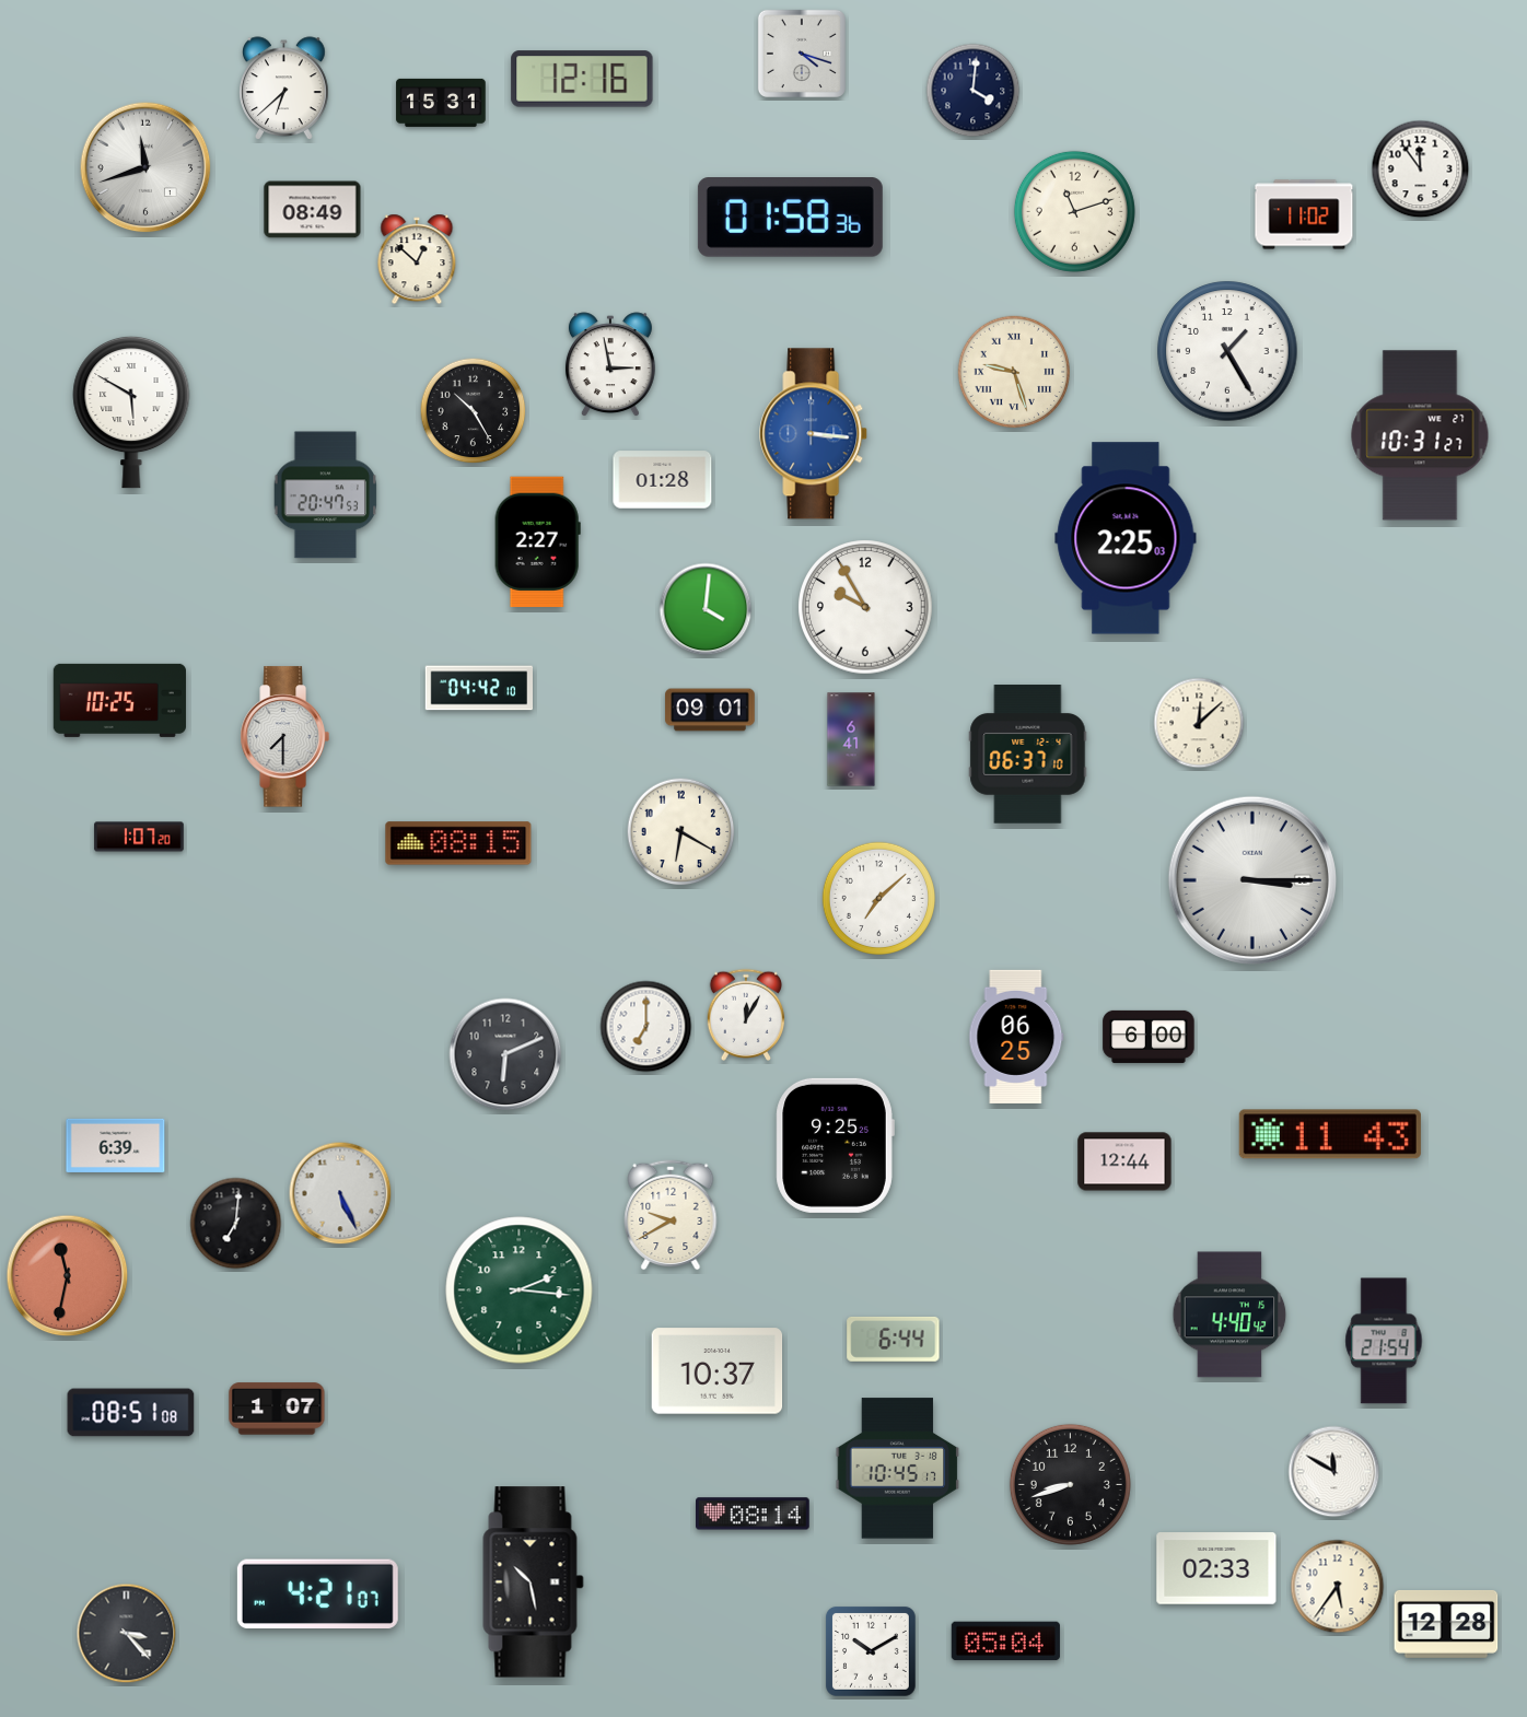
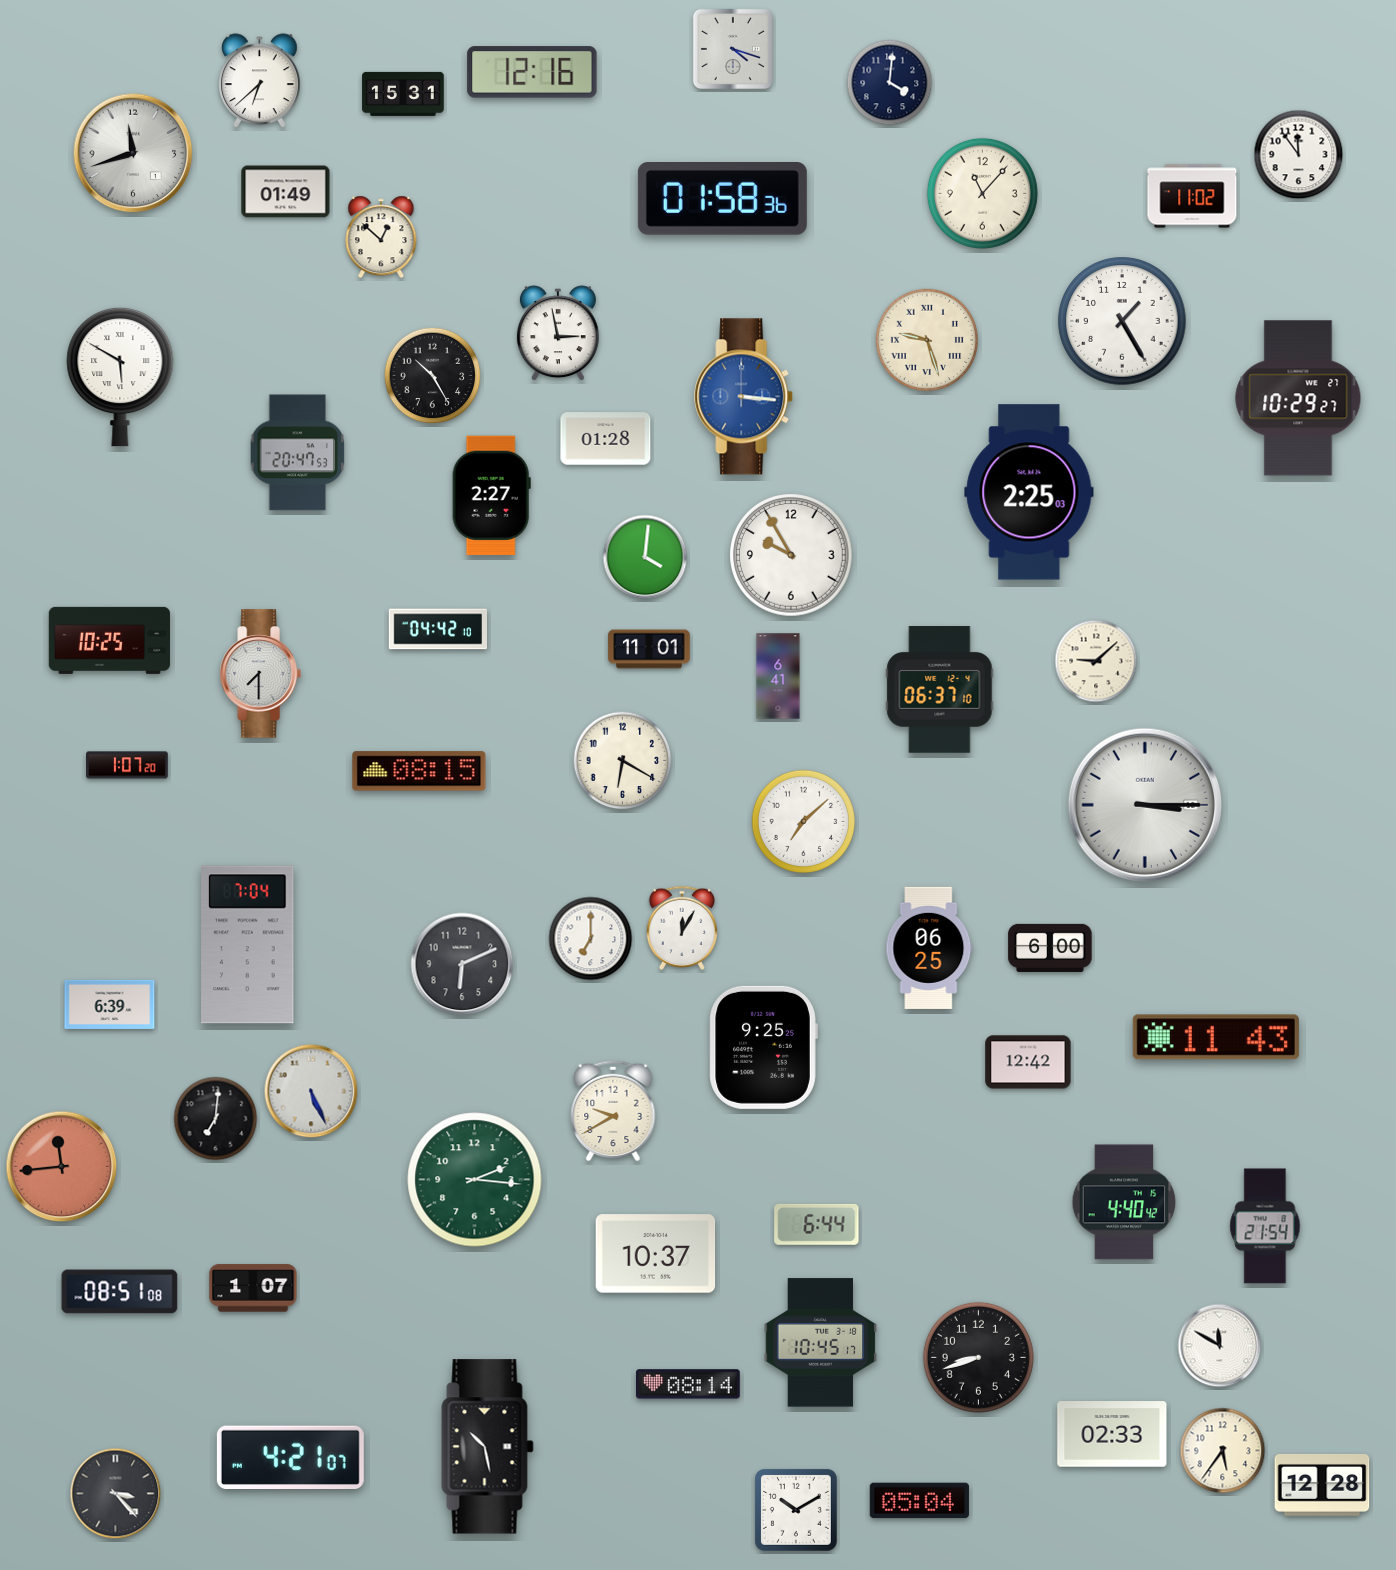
clock at (313, 210): 08:49 -> 01:49
clock at (1074, 211): 11:12 -> 11:07
clock at (1420, 435): 10:31 -> 10:29
clock at (710, 710): 09:01 -> 11:01
clock at (1199, 723): 12:08 -> 9:08
clock at (248, 945): none -> 7:04
clock at (116, 1145) position: (116, 1145) -> (110, 1004)
clock at (1124, 1161): 12:44 -> 12:42
clock at (68, 1276): 11:32 -> 11:44
